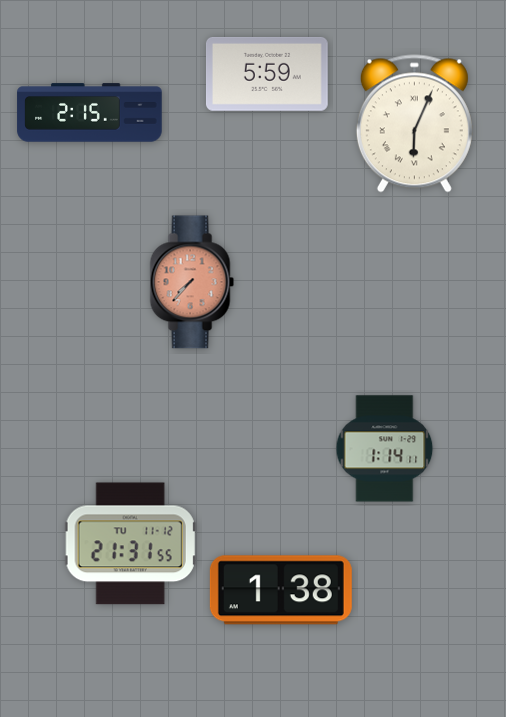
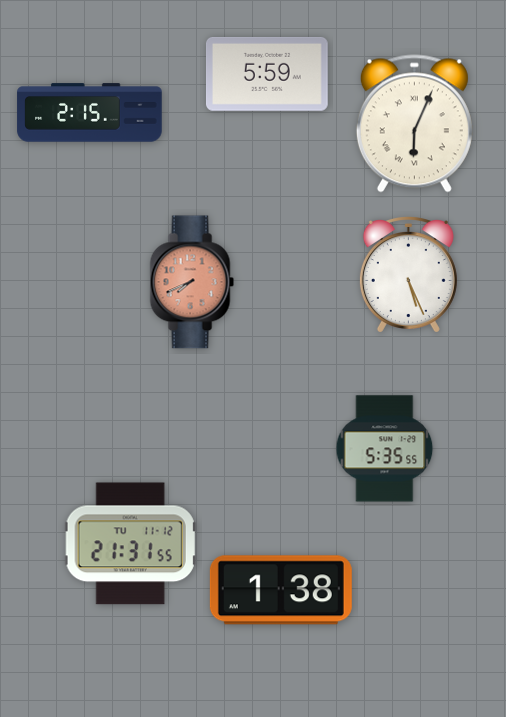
clock at (408, 275): none -> 5:26
clock at (192, 282): 7:37 -> 7:41
clock at (385, 449): 1:14 -> 5:35
